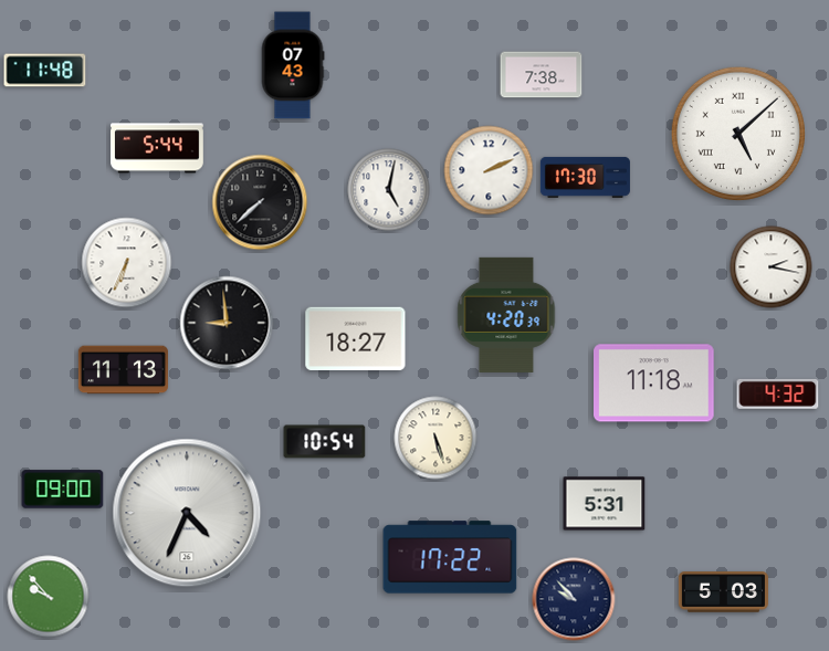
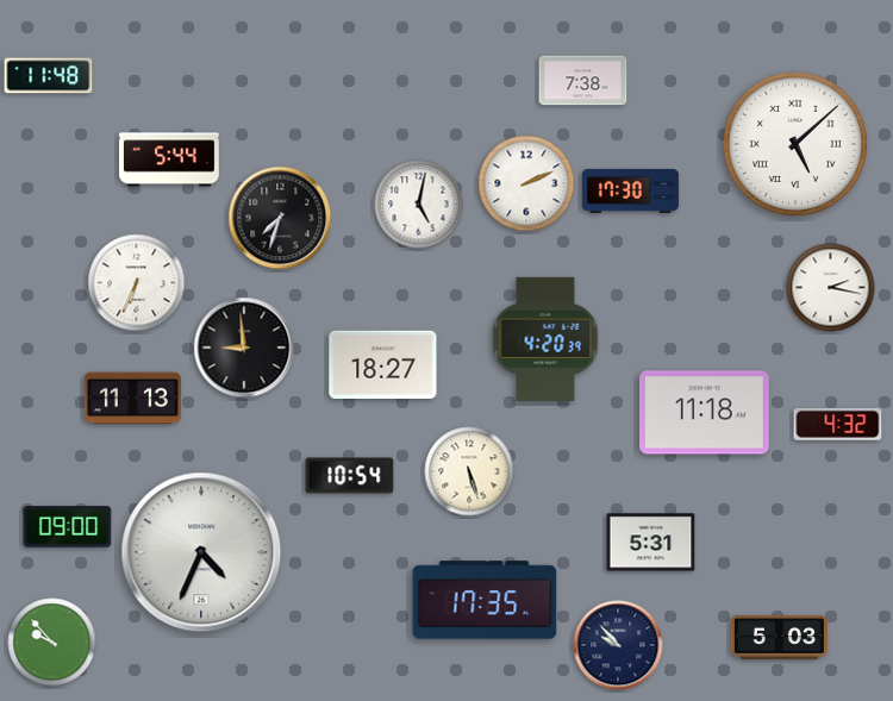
clock at (293, 65): 07:43 -> none
clock at (260, 202): 7:38 -> 7:33
clock at (450, 557): 17:22 -> 17:35
